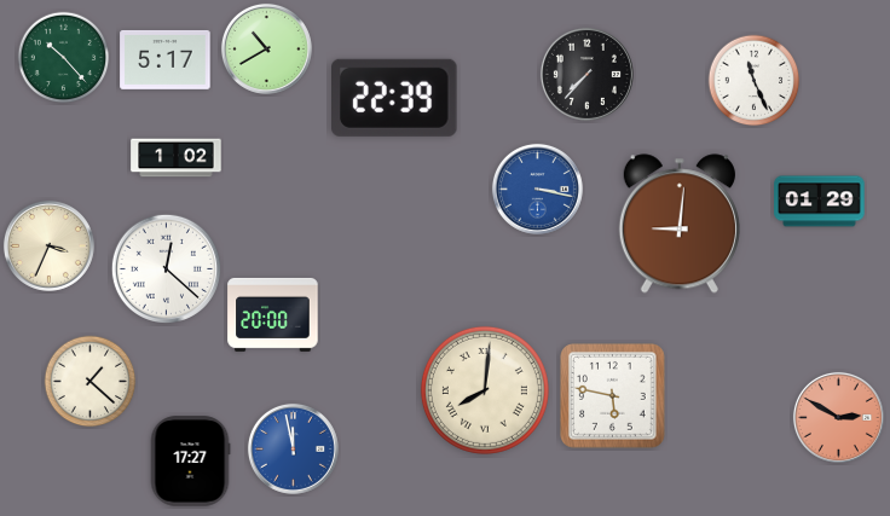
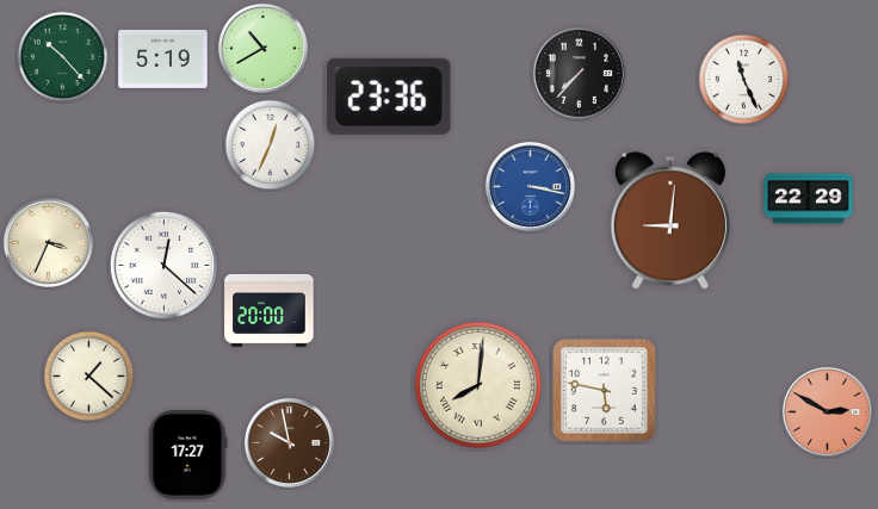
clock at (166, 59): 5:17 -> 5:19
clock at (395, 98): 22:39 -> 23:36
clock at (271, 145): none -> 12:34
clock at (177, 158): 1:02 -> none
clock at (820, 202): 01:29 -> 22:29
clock at (293, 448): 11:58 -> 9:58
clock at (293, 448) dial: blue -> brown
